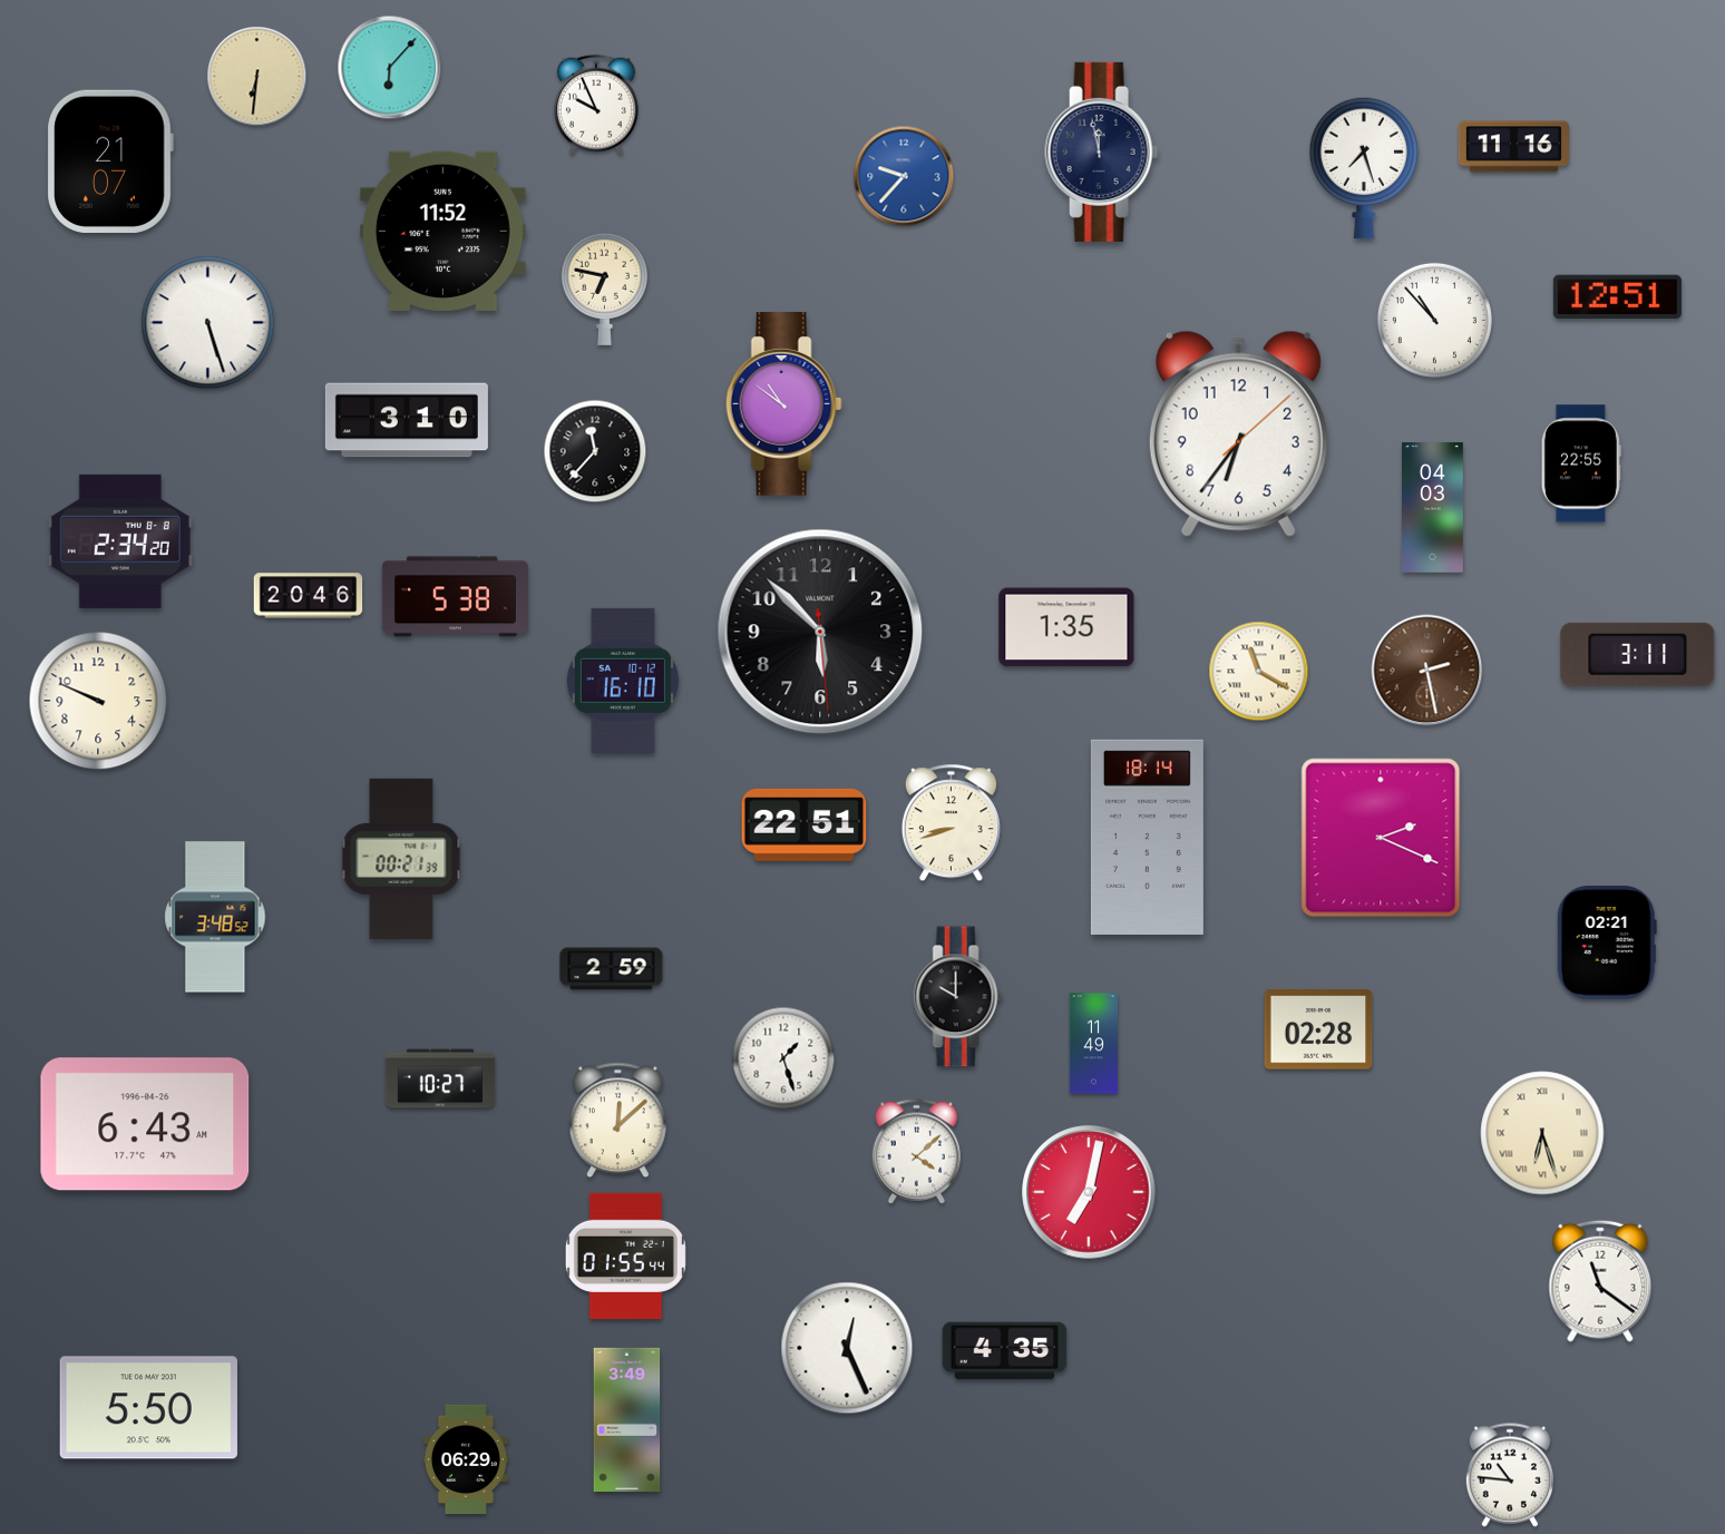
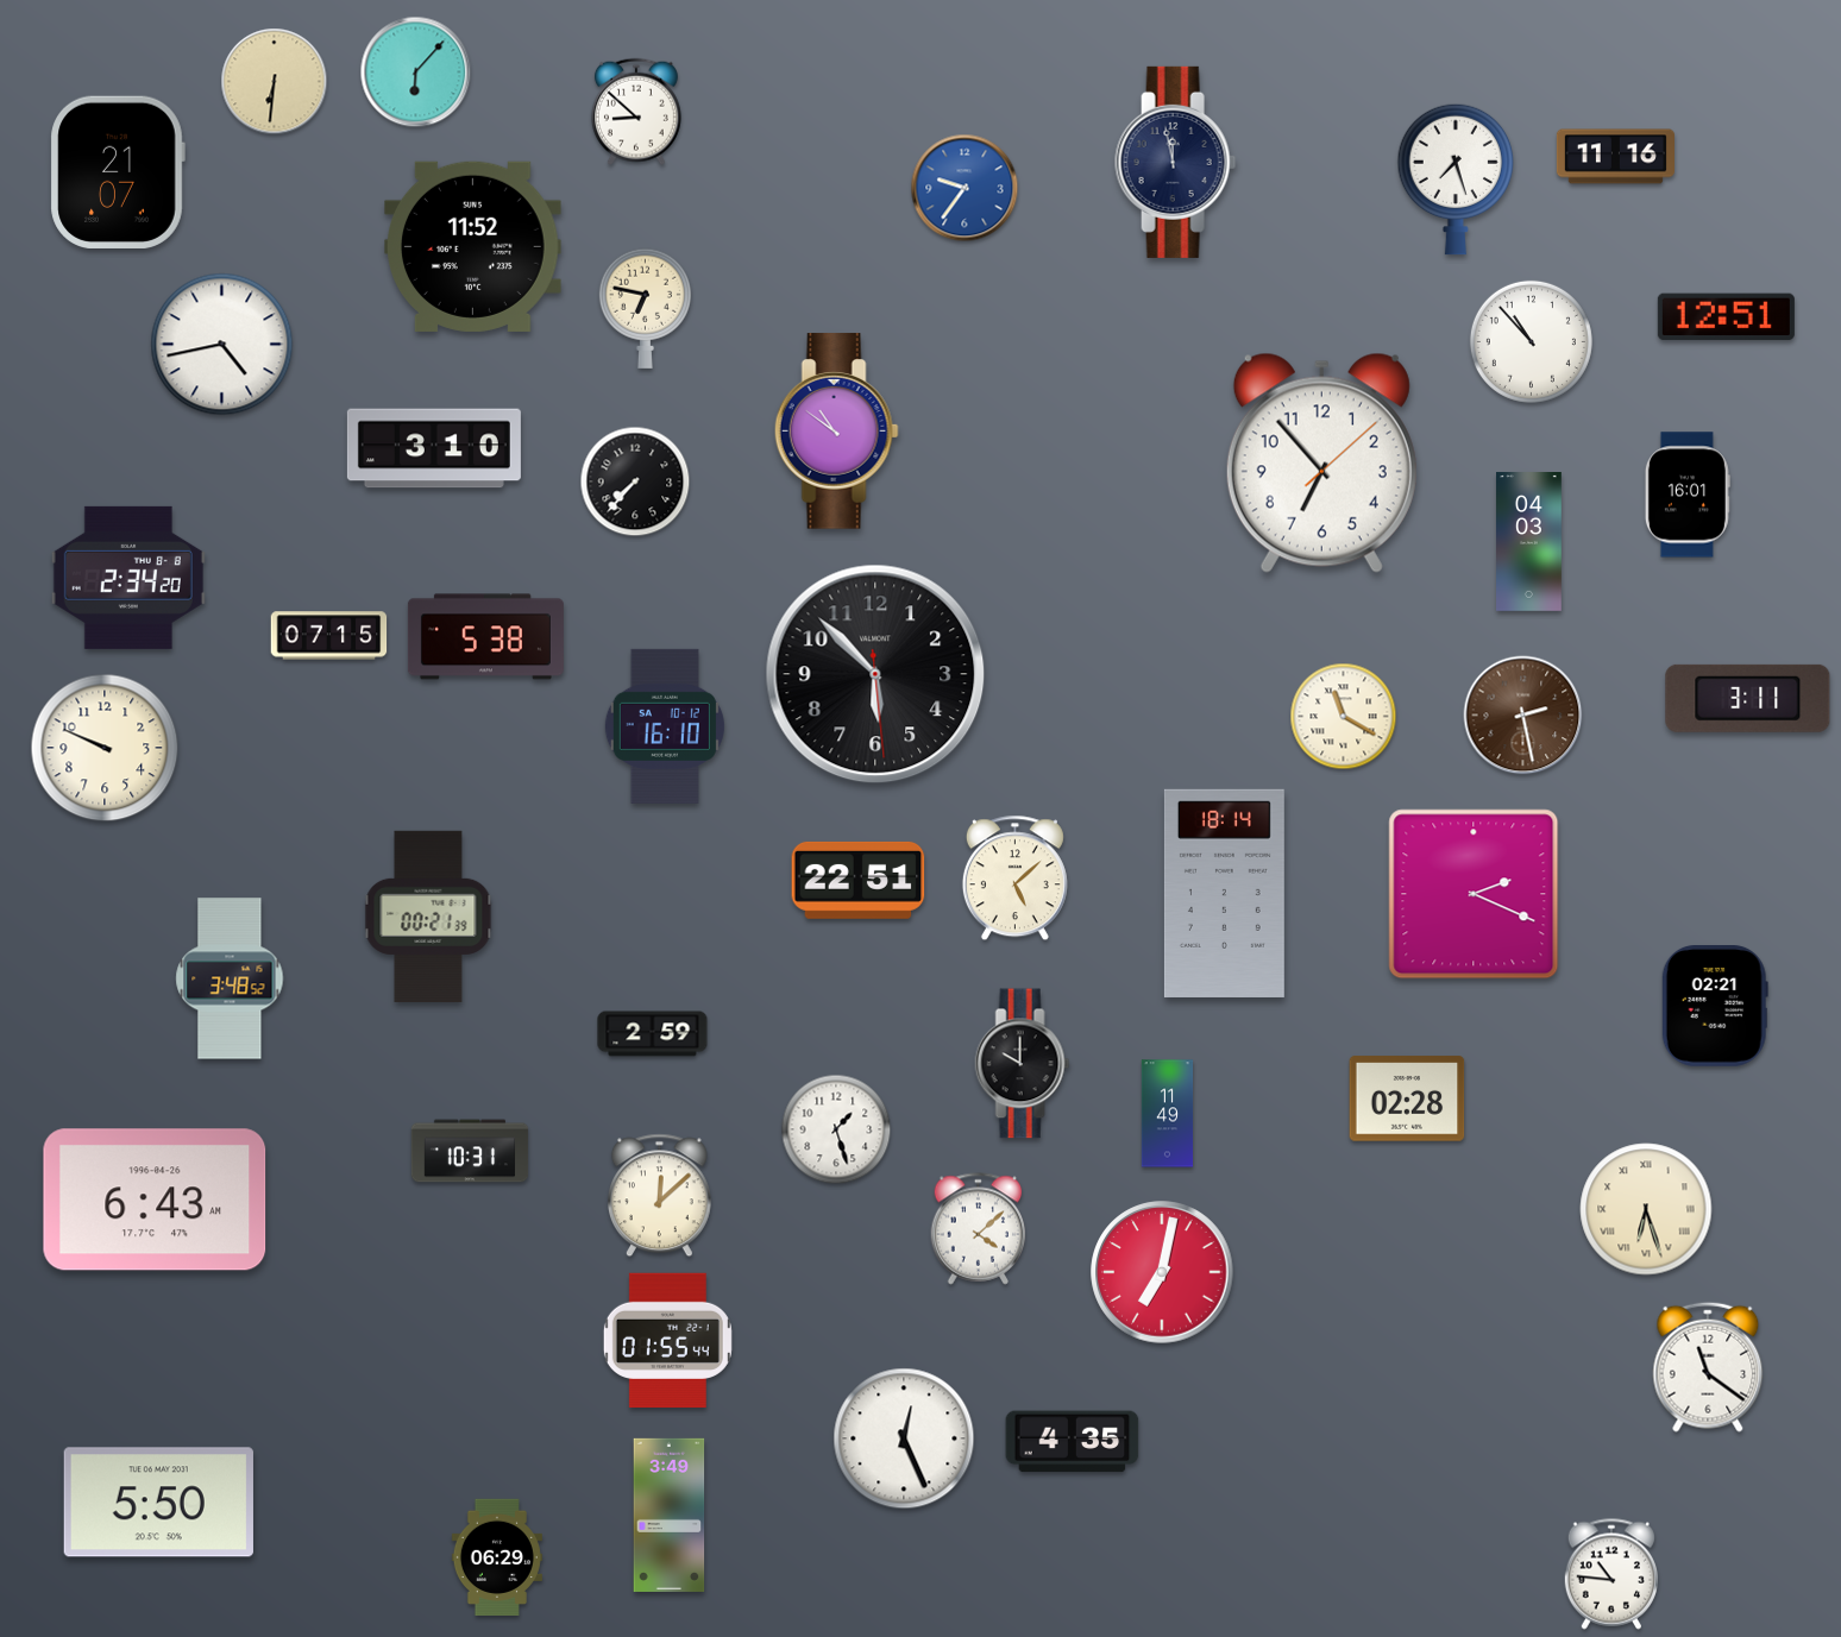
clock at (596, 105): 9:56 -> 8:52
clock at (904, 176): 9:37 -> 9:36
clock at (208, 323): 5:27 -> 4:43
clock at (1238, 433): 6:36 -> 6:53
clock at (595, 451): 11:37 -> 7:37
clock at (1581, 463): 22:55 -> 16:01
clock at (309, 596): 20:46 -> 07:15
clock at (1066, 627): 1:35 -> none
clock at (951, 823): 8:42 -> 5:08
clock at (440, 1078): 10:27 -> 10:31
